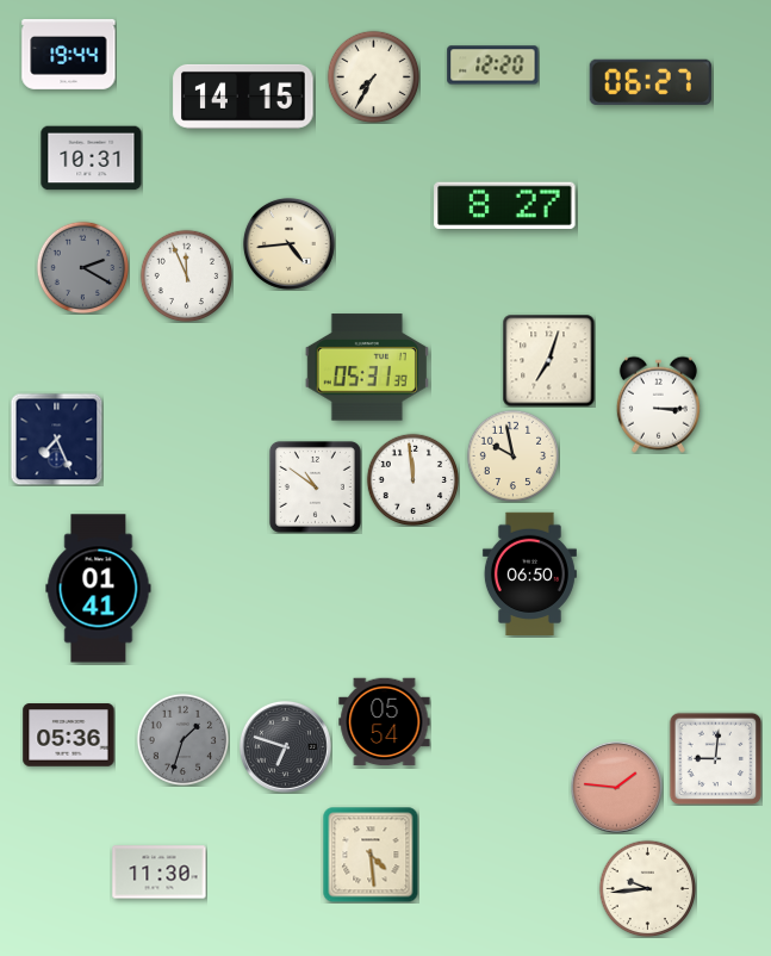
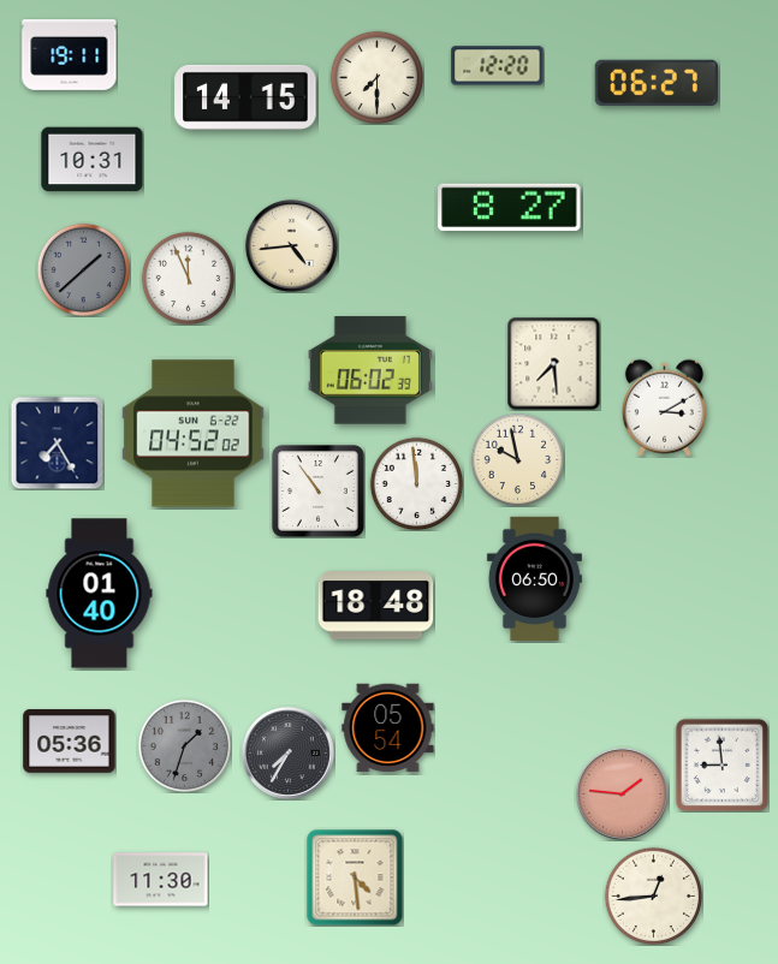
clock at (69, 55): 19:44 -> 19:11
clock at (373, 76): 7:35 -> 7:30
clock at (82, 267): 2:20 -> 1:38
clock at (548, 360): 7:03 -> 7:29
clock at (367, 367): 05:31 -> 06:02
clock at (658, 404): 3:15 -> 3:10
clock at (194, 434): none -> 04:52
clock at (56, 439): 7:26 -> 7:25
clock at (315, 486): 10:51 -> 10:54
clock at (99, 589): 01:41 -> 01:40
clock at (376, 606): none -> 18:48
clock at (285, 746): 6:48 -> 7:35
clock at (715, 758): 9:01 -> 8:59
clock at (371, 855) position: (371, 855) -> (355, 877)
clock at (647, 888): 9:44 -> 12:44
